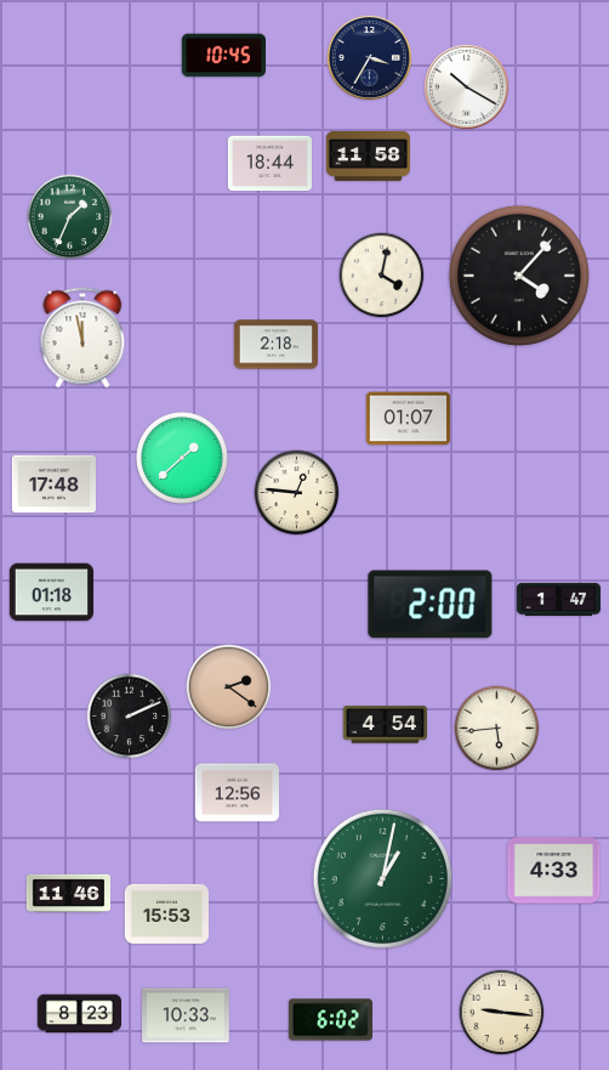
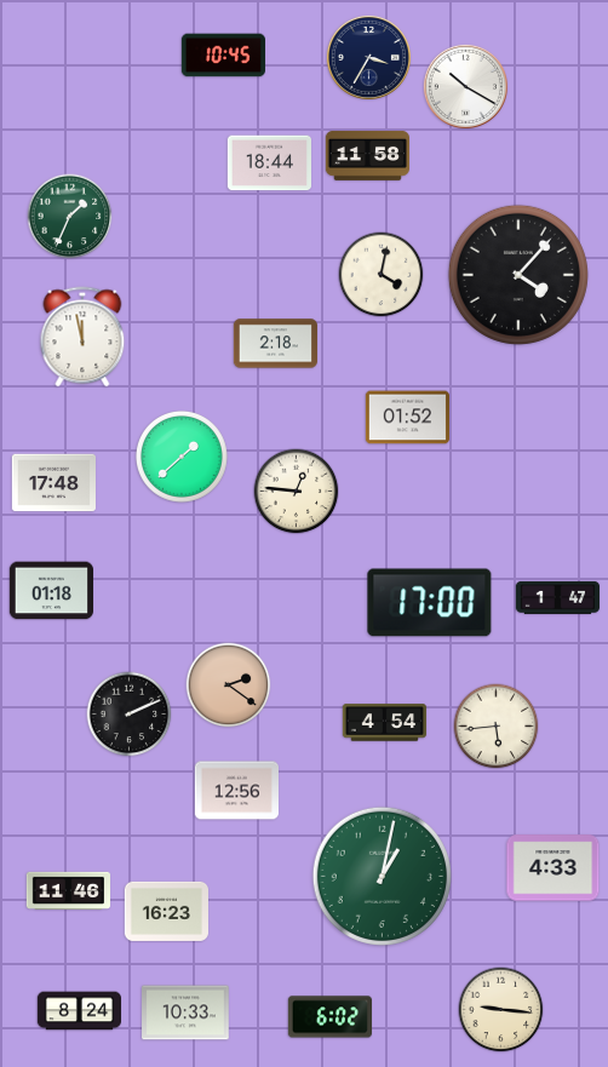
clock at (408, 419): 01:07 -> 01:52
clock at (431, 605): 2:00 -> 17:00
clock at (166, 913): 15:53 -> 16:23
clock at (79, 1014): 8:23 -> 8:24
